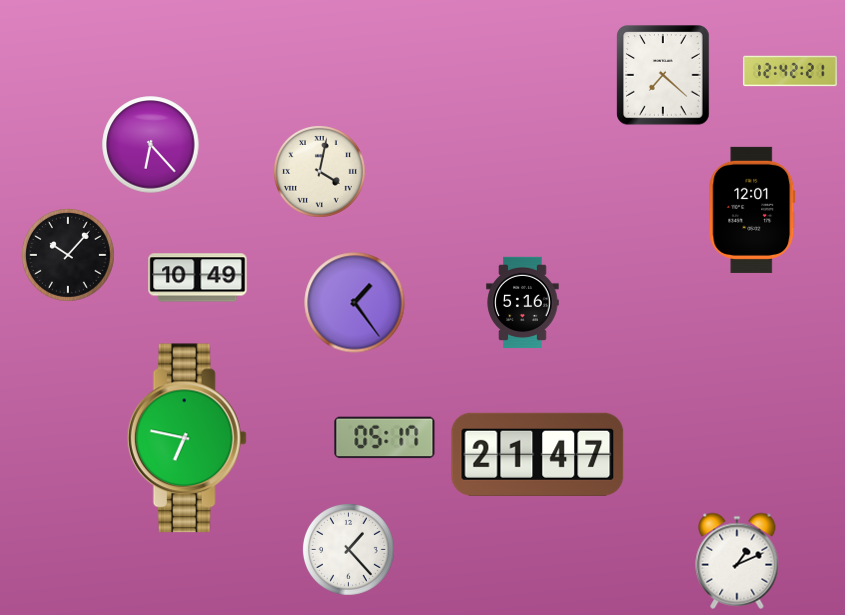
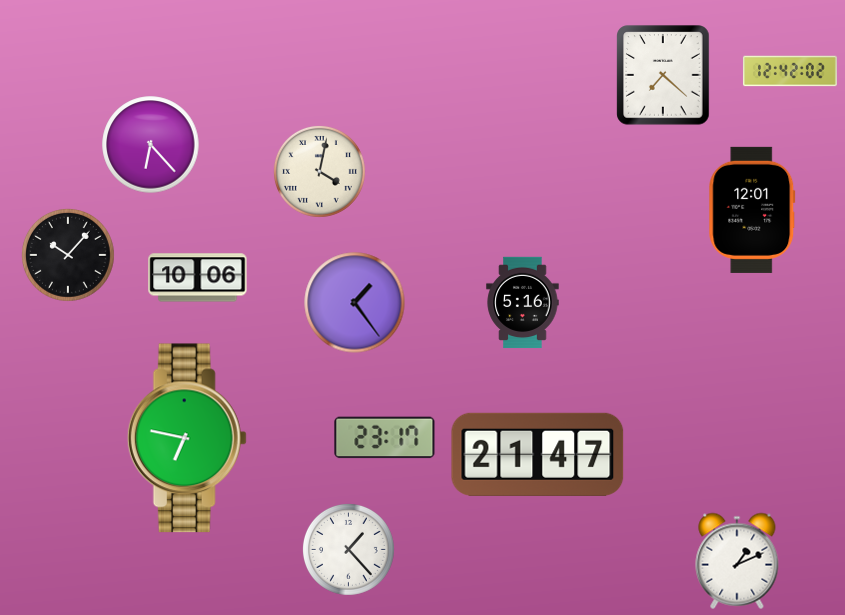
clock at (790, 71): 12:42:21 -> 12:42:02
clock at (198, 278): 10:49 -> 10:06
clock at (385, 438): 05:17 -> 23:17
